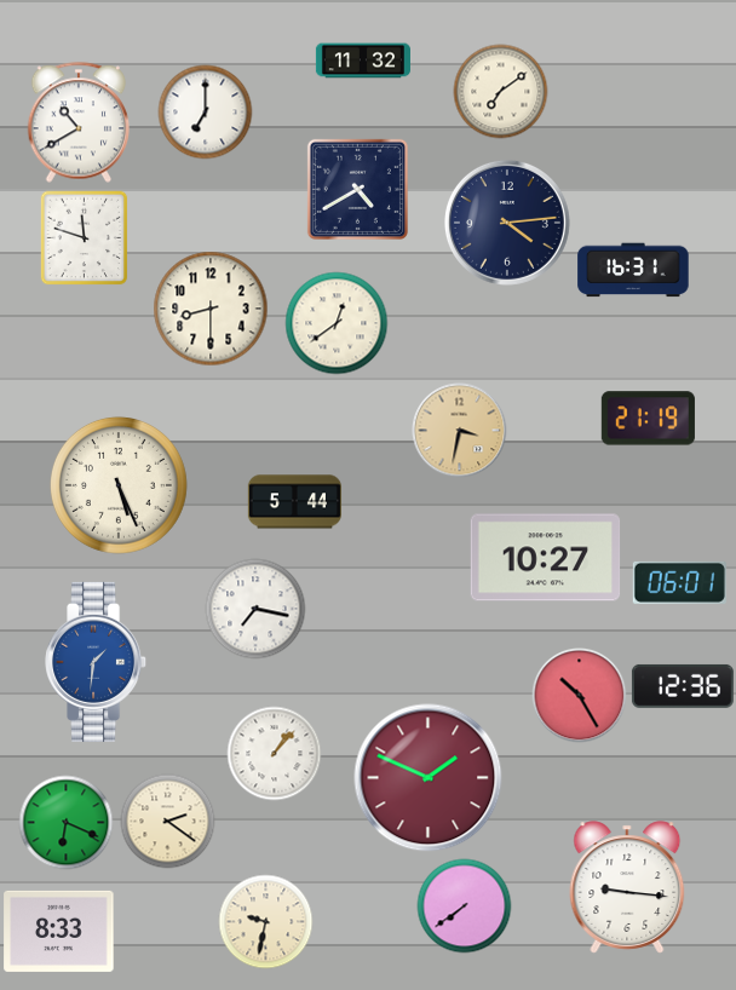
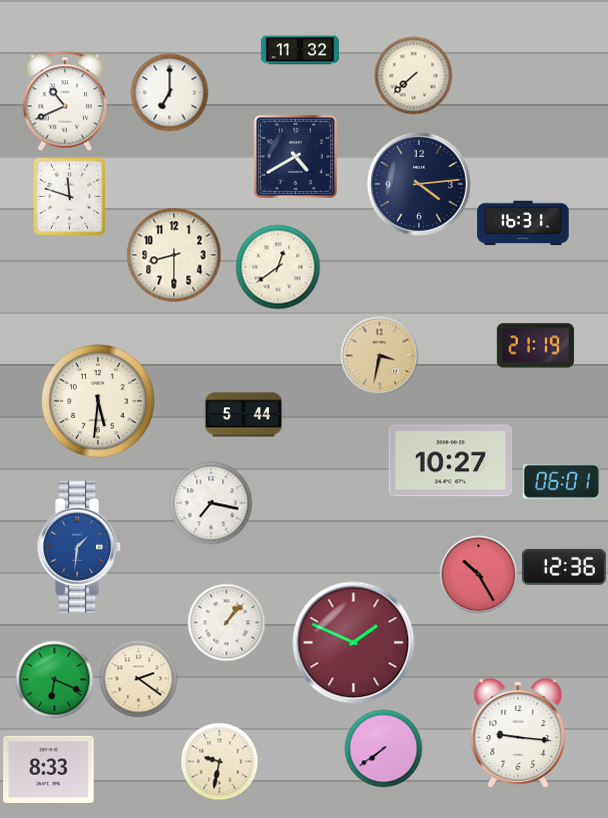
clock at (500, 91): 7:09 -> 7:38
clock at (79, 122): 10:40 -> 10:41
clock at (119, 485): 5:26 -> 5:31
